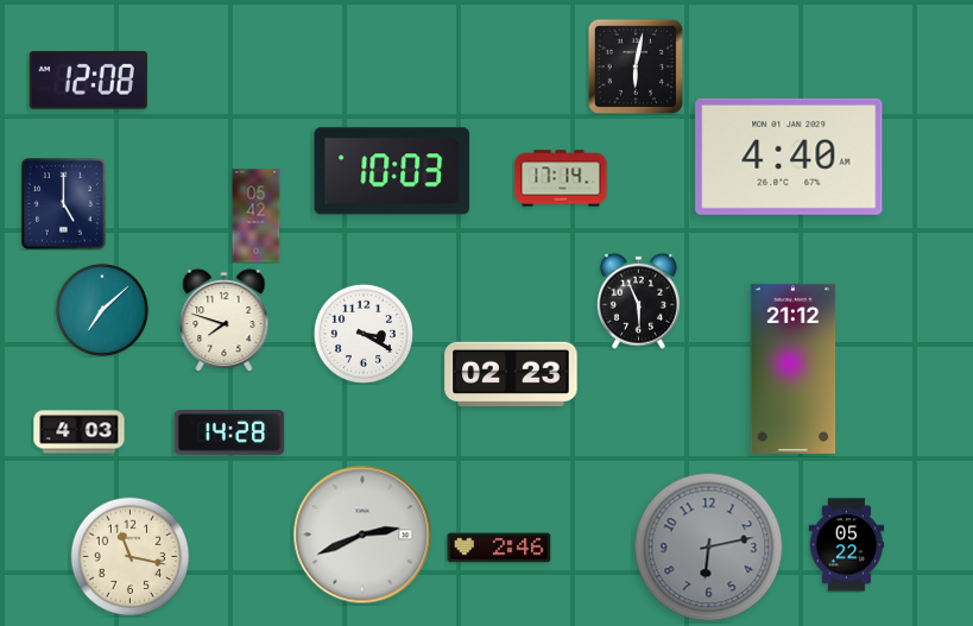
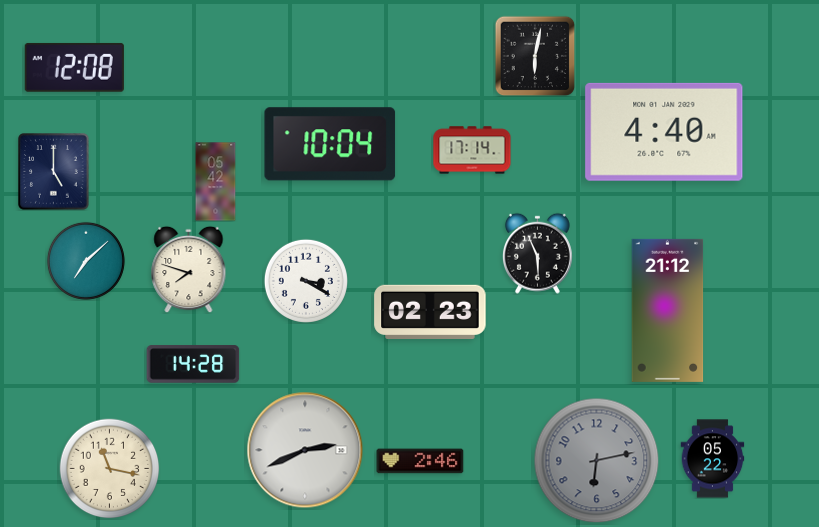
clock at (392, 171): 10:03 -> 10:04
clock at (511, 373) position: (511, 373) -> (430, 311)
clock at (80, 432): 4:03 -> none
